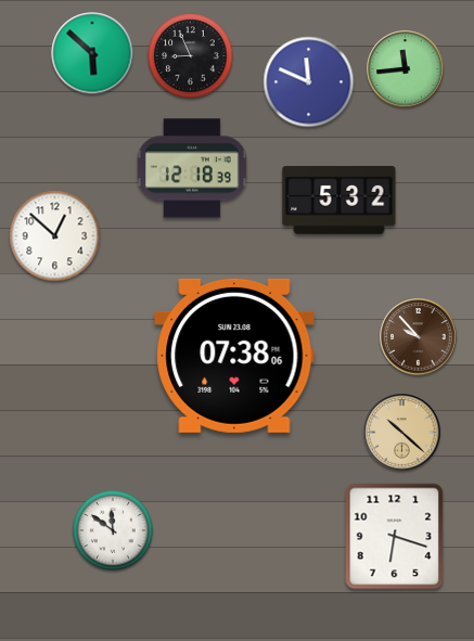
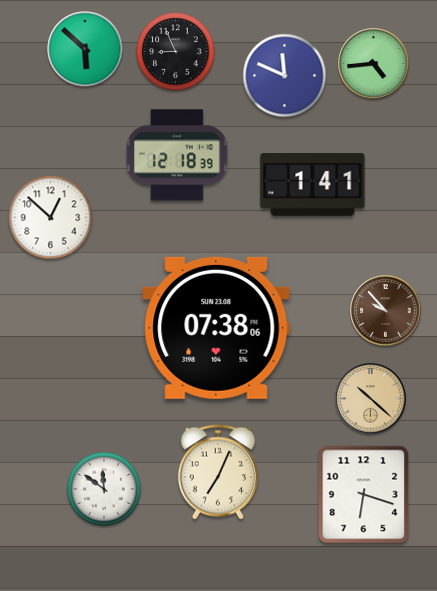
clock at (406, 69): 11:44 -> 4:44
clock at (340, 201): 5:32 -> 1:41
clock at (217, 472): none -> 7:04
